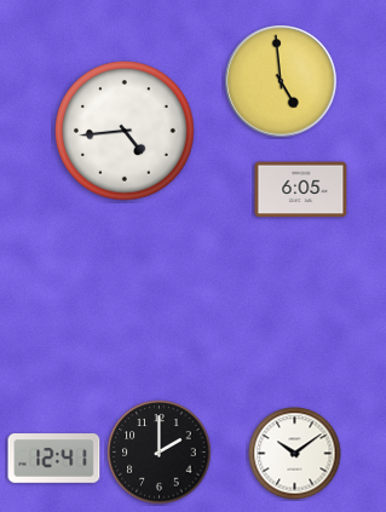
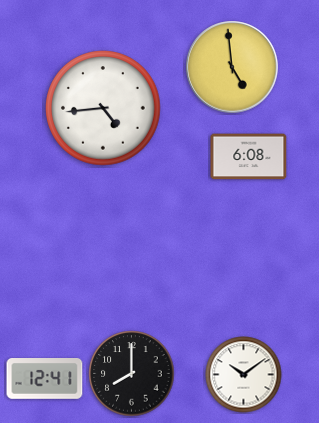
clock at (301, 190): 6:05 -> 6:08
clock at (160, 453): 2:00 -> 8:00
